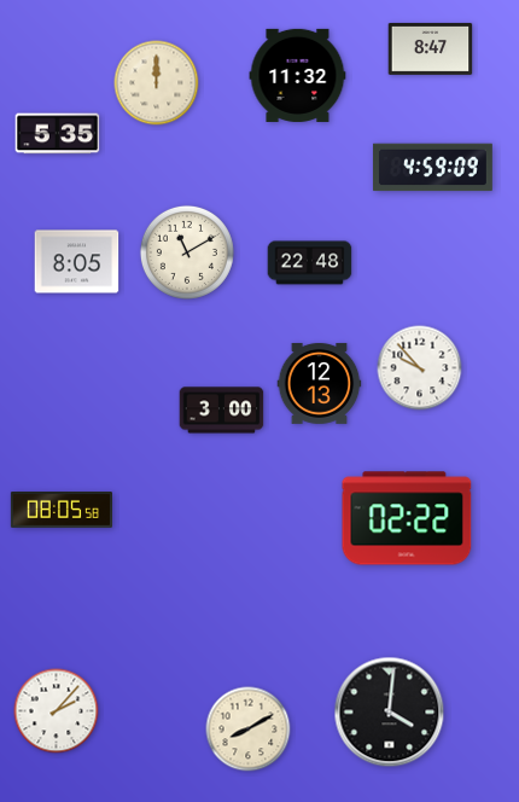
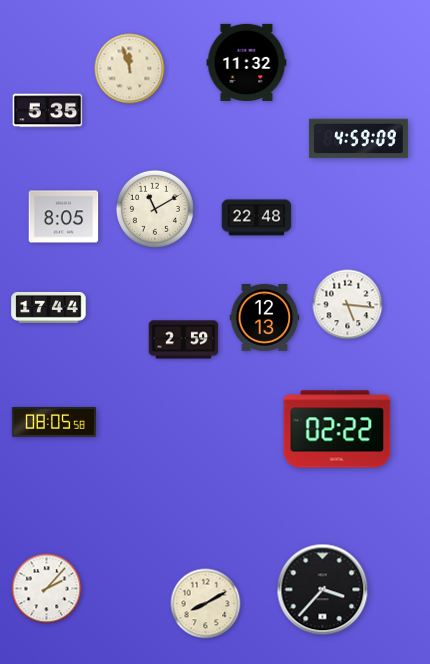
clock at (431, 48): 8:47 -> none
clock at (157, 83): 12:00 -> 11:57
clock at (420, 368): 9:53 -> 5:16
clock at (49, 307): none -> 17:44
clock at (222, 411): 3:00 -> 2:59
clock at (60, 511) position: (60, 511) -> (53, 423)
clock at (390, 713): 4:01 -> 3:37
